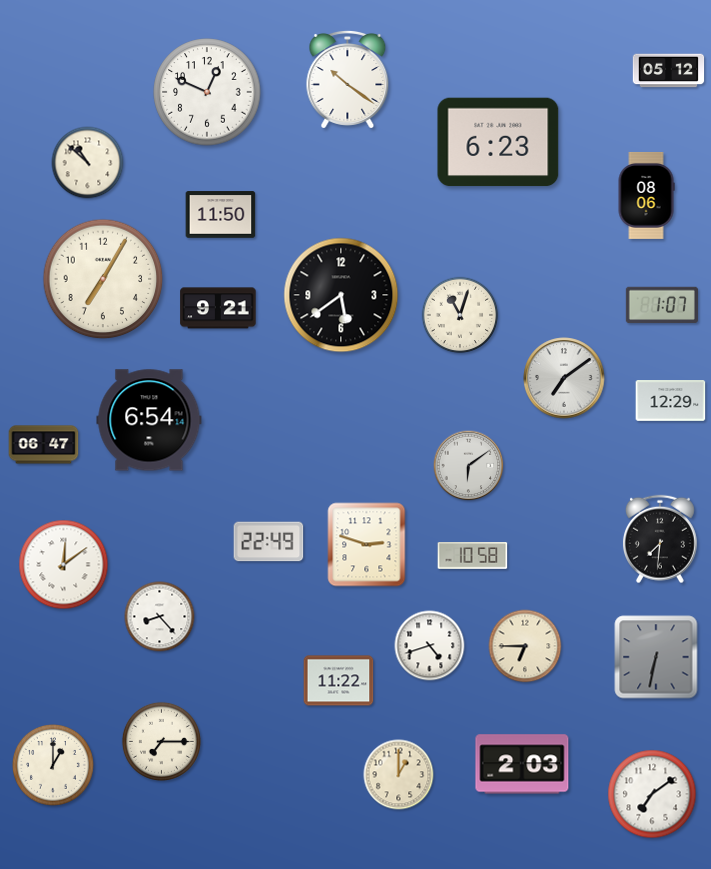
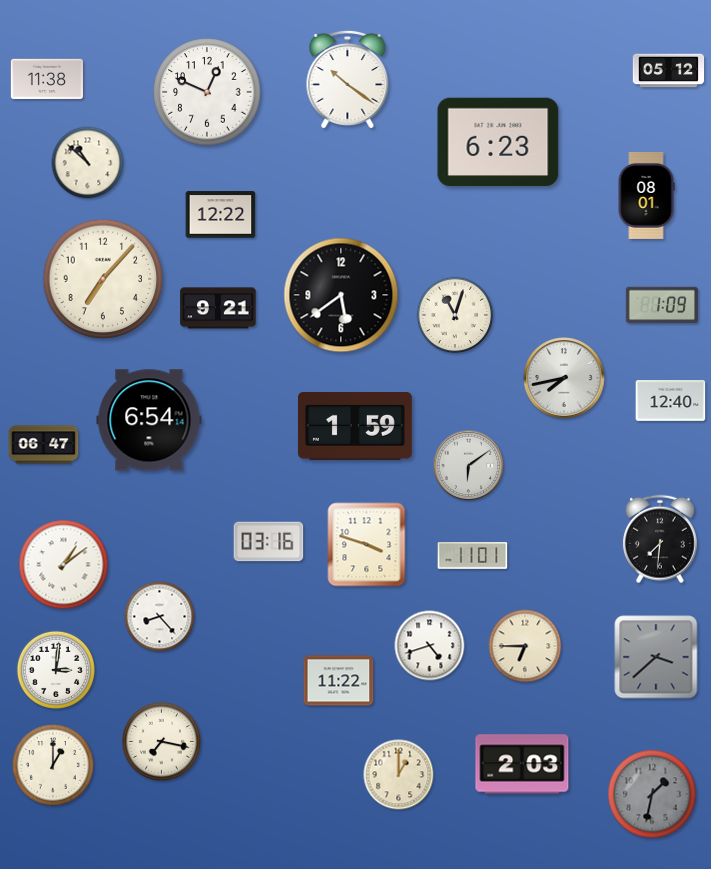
clock at (47, 78): none -> 11:38
clock at (646, 195): 08:06 -> 08:01
clock at (221, 215): 11:50 -> 12:22
clock at (103, 279): 7:05 -> 7:07
clock at (662, 305): 1:07 -> 1:09
clock at (460, 315) position: (460, 315) -> (455, 315)
clock at (564, 378): 7:09 -> 7:43
clock at (671, 401): 12:29 -> 12:40
clock at (355, 426): none -> 1:59
clock at (269, 542): 22:49 -> 03:16
clock at (367, 545): 2:48 -> 3:48
clock at (473, 556): 10:58 -> 11:01
clock at (64, 565): 12:09 -> 1:09
clock at (656, 657): 6:32 -> 3:38
clock at (55, 669): none -> 3:01
clock at (161, 741): 7:15 -> 7:17
clock at (652, 794): 7:09 -> 1:32
clock at (652, 794) dial: white -> grey
